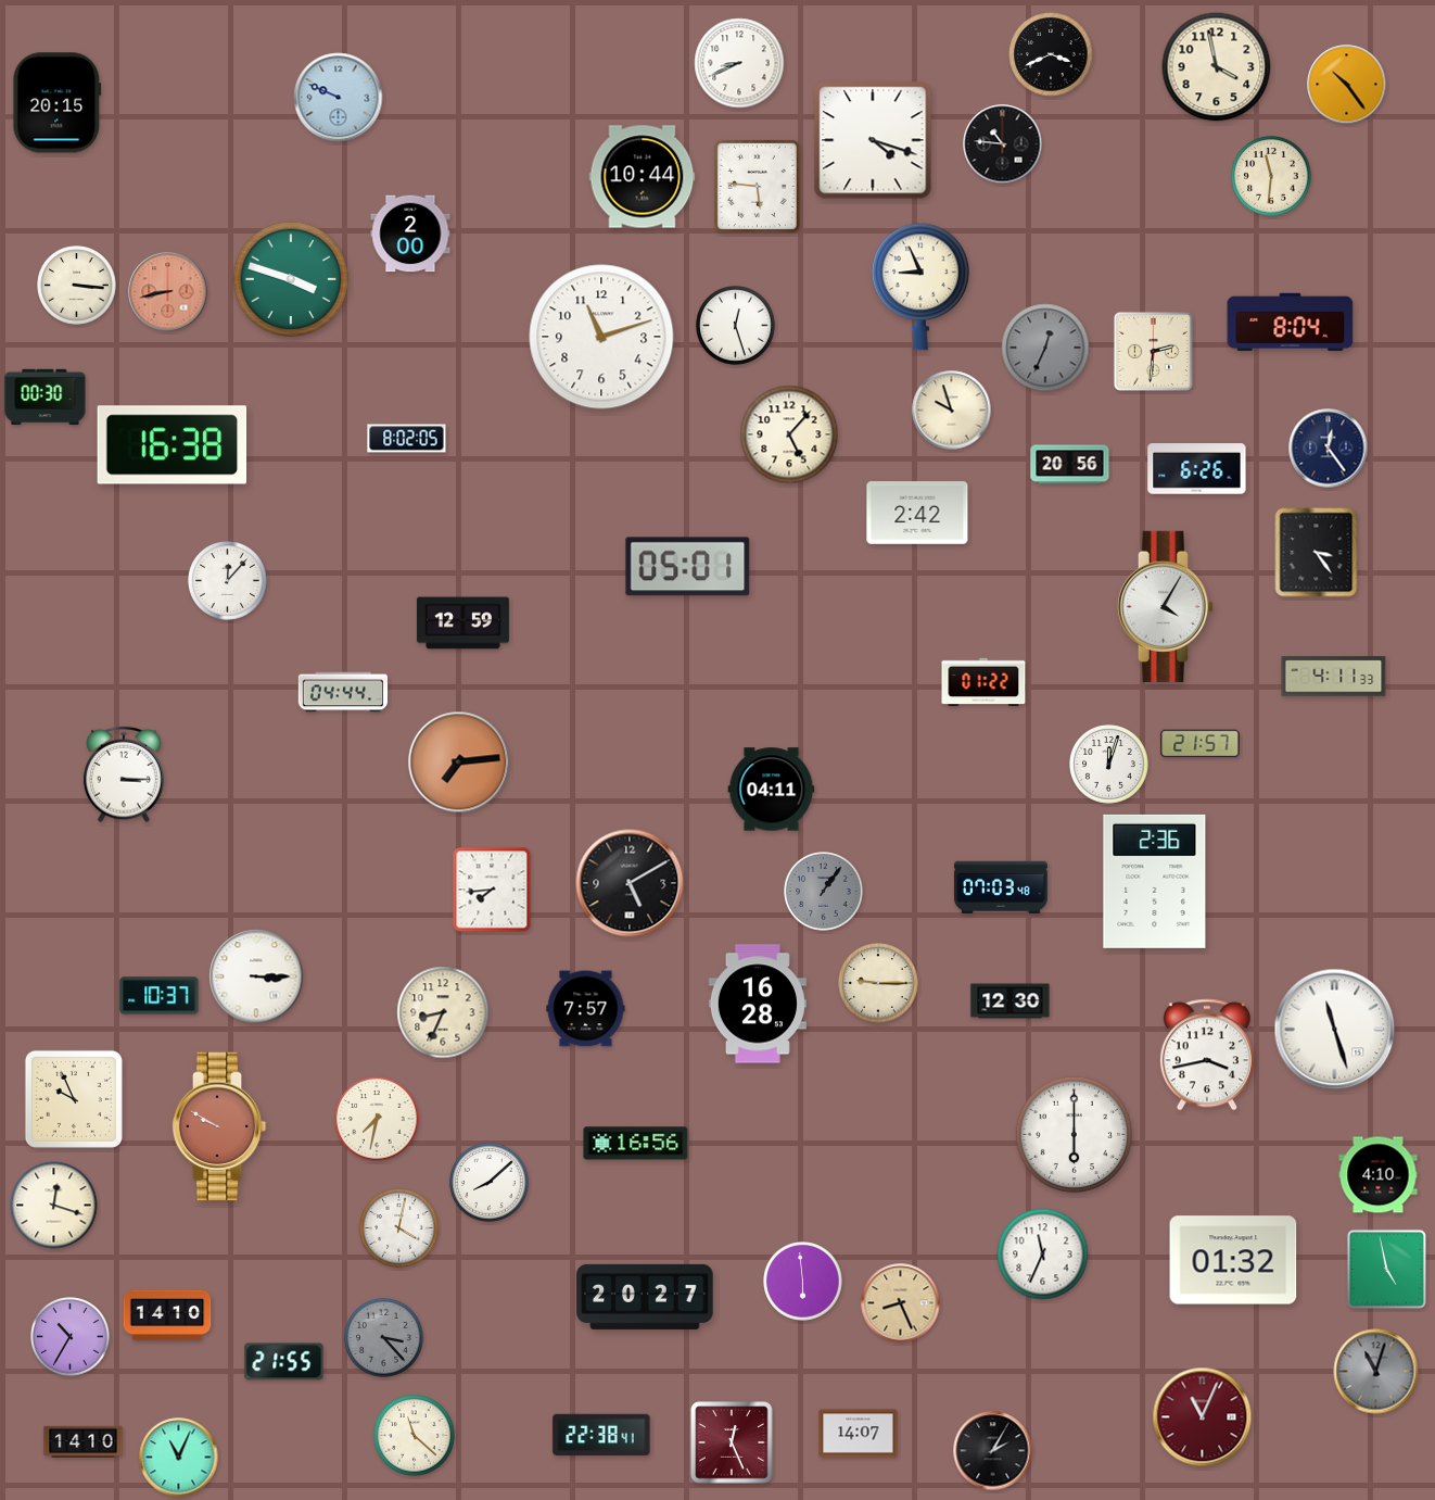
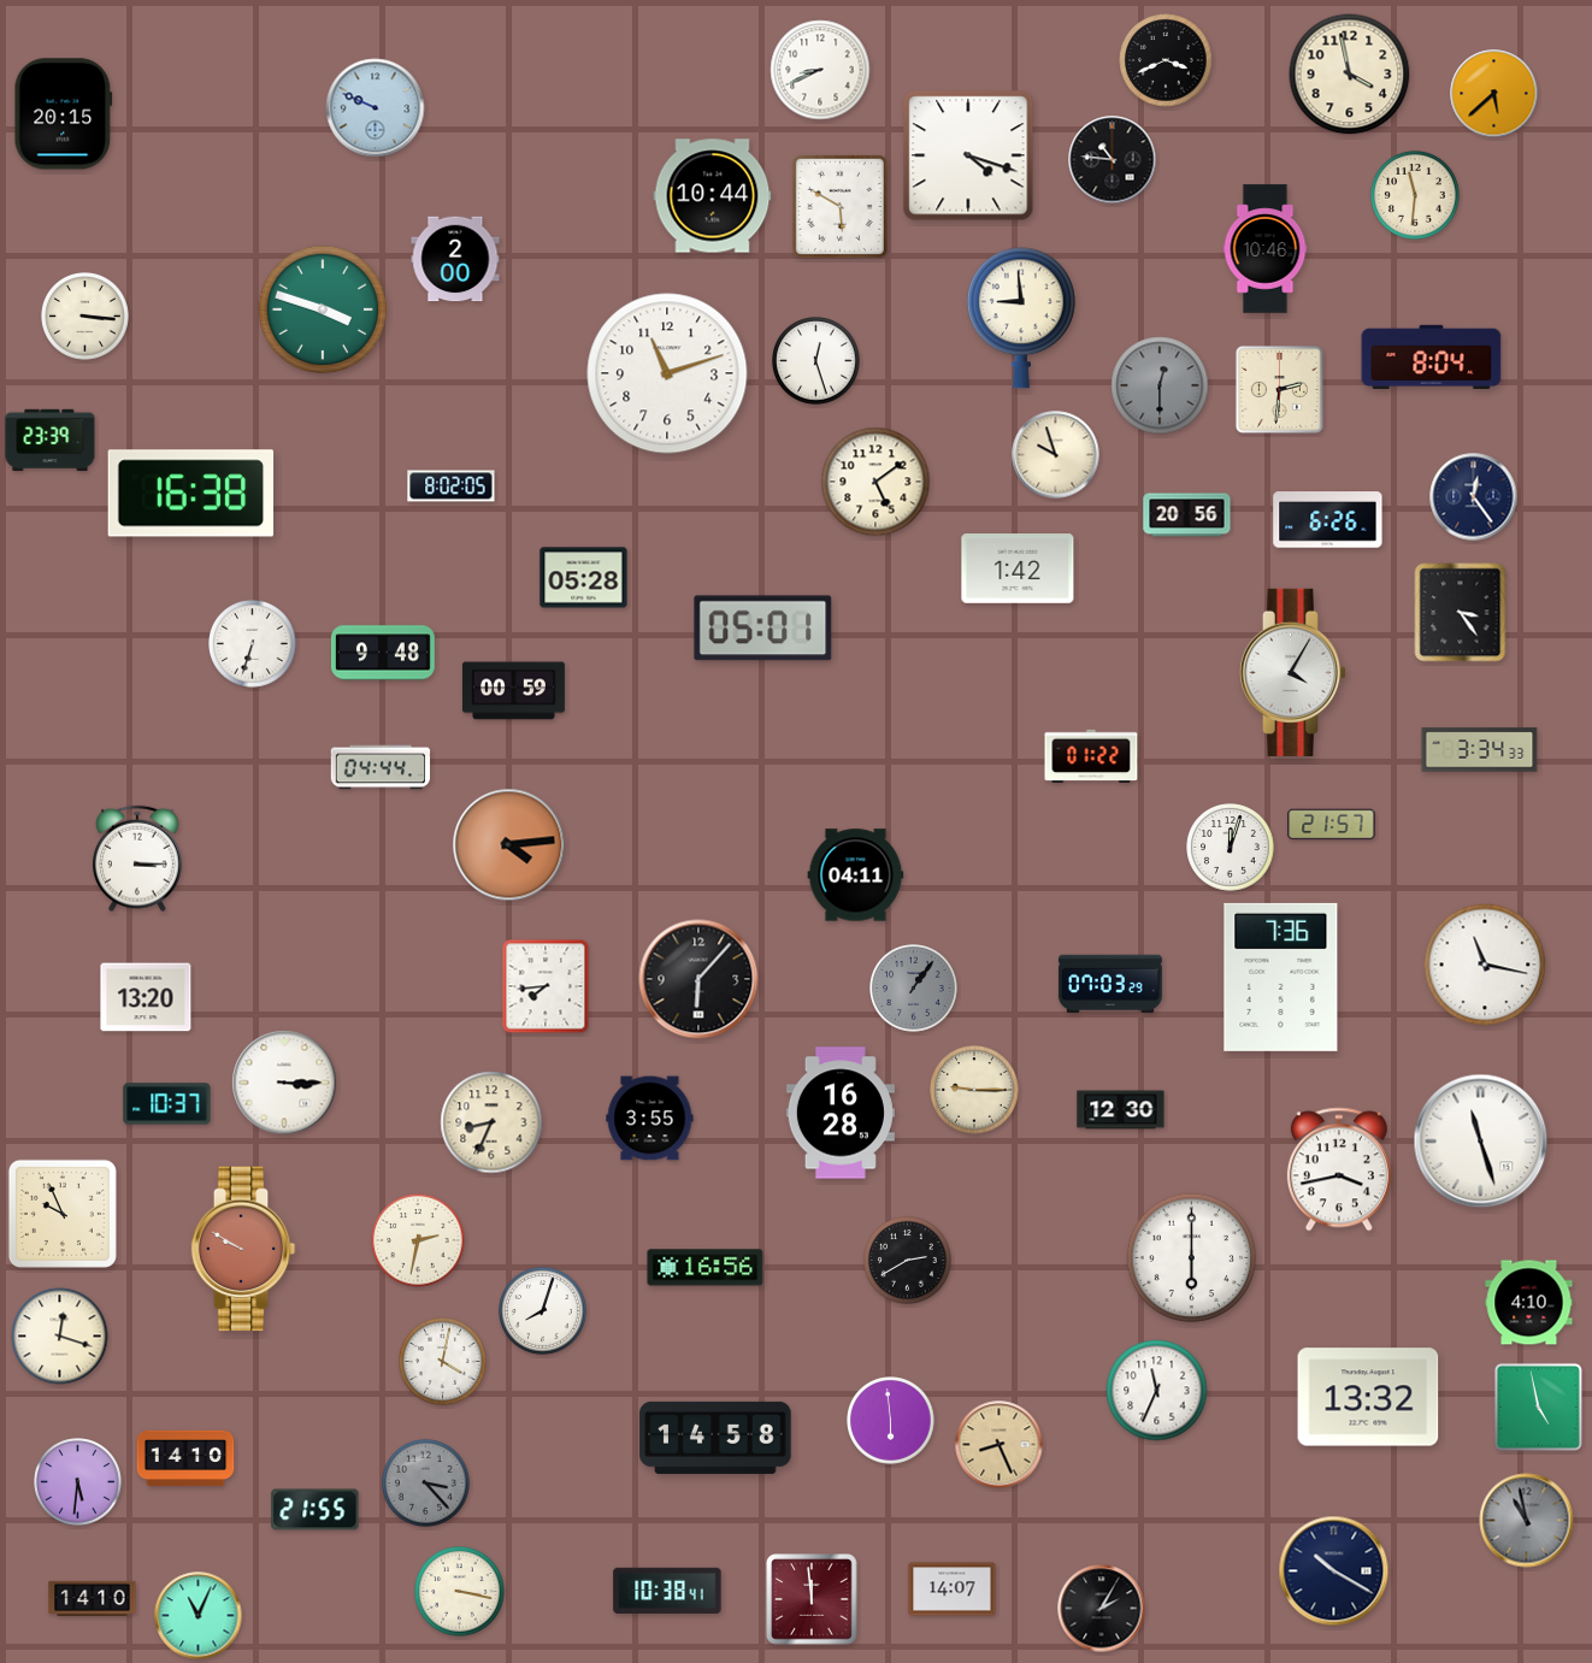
clock at (1347, 85): 10:24 -> 5:38
clock at (1271, 176) position: (1271, 176) -> (1415, 195)
clock at (757, 186): 5:46 -> 5:50
clock at (1266, 249): none -> 10:46
clock at (920, 287): 8:56 -> 8:59
clock at (168, 292): 8:43 -> none
clock at (1045, 348): 12:34 -> 12:30
clock at (46, 398): 00:30 -> 23:39
clock at (789, 434): 5:07 -> 5:09
clock at (917, 514): 2:42 -> 1:42
clock at (584, 578): none -> 05:28
clock at (228, 581): 12:07 -> 6:33
clock at (383, 653): none -> 9:48
clock at (462, 623): 12:59 -> 00:59
clock at (1334, 677): 4:11 -> 3:34
clock at (459, 762): 7:14 -> 4:14
clock at (1485, 965): none -> 11:17
clock at (1155, 881): 2:36 -> 7:36
clock at (630, 883): 5:10 -> 6:07
clock at (1001, 886): 07:03:48 -> 07:03:29
clock at (146, 997): none -> 13:20
clock at (160, 996) position: (160, 996) -> (167, 1104)
clock at (586, 1009): 7:57 -> 3:55
clock at (74, 1099) position: (74, 1099) -> (63, 1214)
clock at (377, 1119): 7:32 -> 2:32
clock at (908, 1261): none -> 2:40
clock at (490, 1183): 8:08 -> 8:03
clock at (1233, 1260): 01:32 -> 13:32
clock at (645, 1297): 20:27 -> 14:58
clock at (71, 1337): 10:35 -> 5:31
clock at (1376, 1372): 11:03 -> 10:58
clock at (1203, 1417): 11:04 -> 10:20
clock at (1203, 1417) dial: burgundy -> navy
clock at (601, 1435): 22:38 -> 10:38
clock at (415, 1436): 11:22 -> 3:17
clock at (732, 1442): 12:26 -> 11:59
